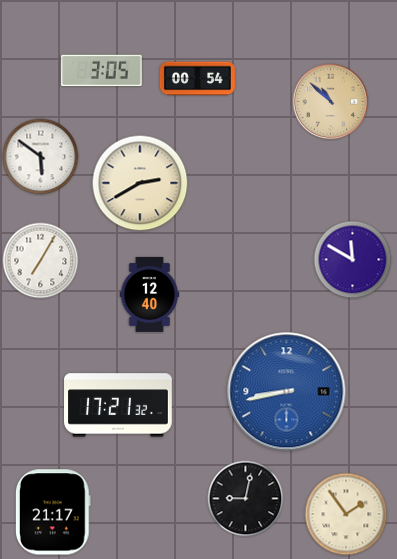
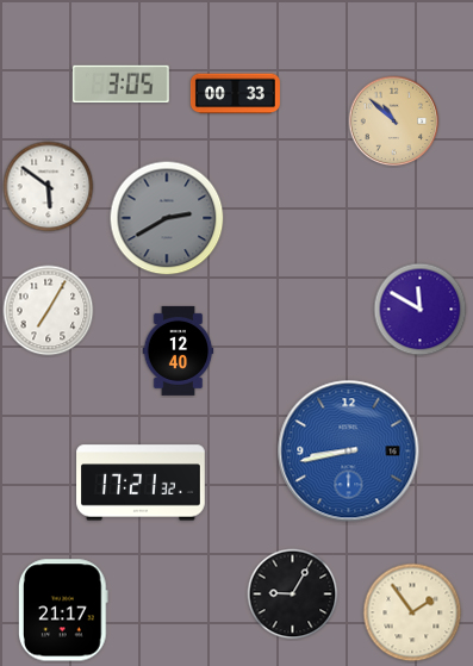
clock at (197, 79): 00:54 -> 00:33
clock at (140, 183) dial: cream -> grey
clock at (287, 392) position: (287, 392) -> (349, 452)
clock at (246, 499): 9:02 -> 9:05
